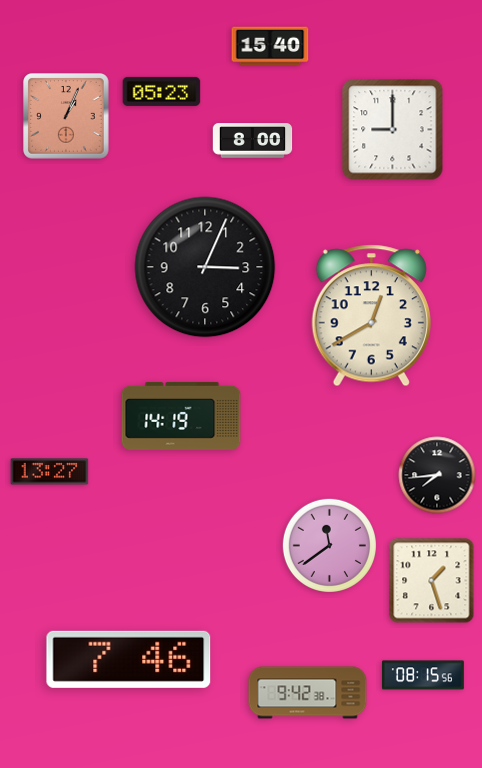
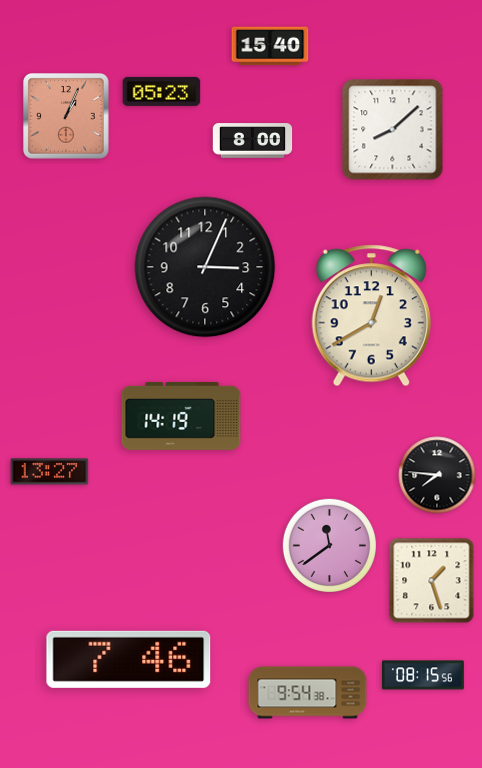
clock at (393, 130): 9:00 -> 8:08
clock at (437, 475): 7:44 -> 7:46
clock at (308, 693): 9:42 -> 9:54
